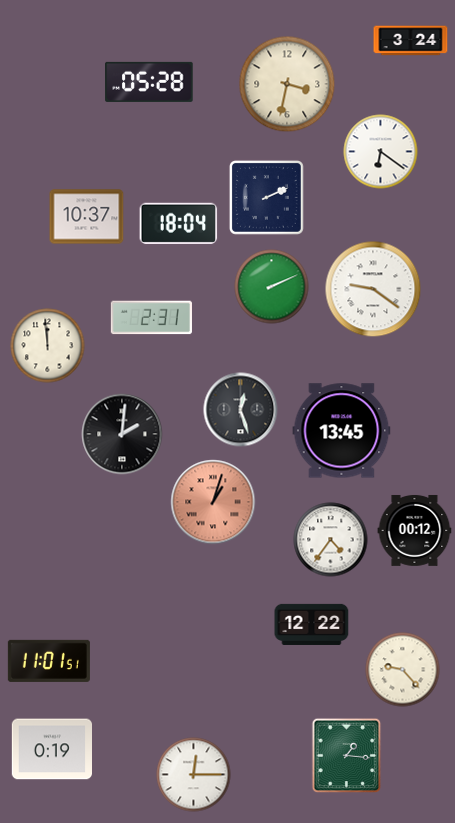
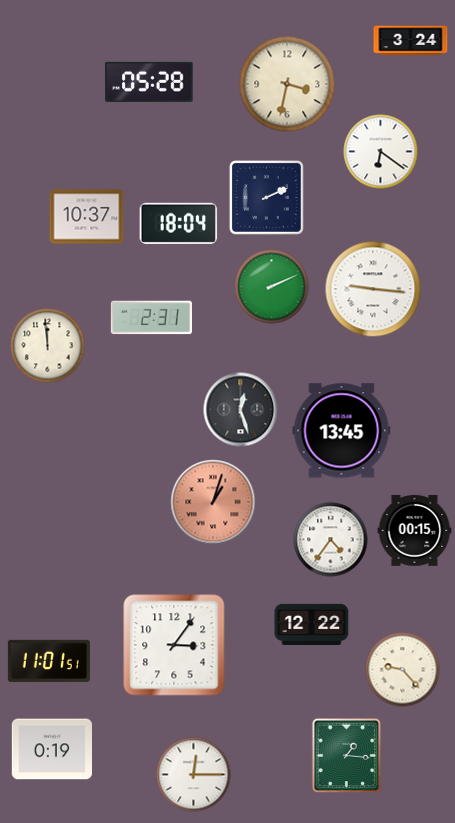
clock at (373, 289): 9:21 -> 9:16
clock at (122, 434): 2:01 -> none
clock at (415, 530): 00:12 -> 00:15
clock at (174, 645): none -> 3:06
